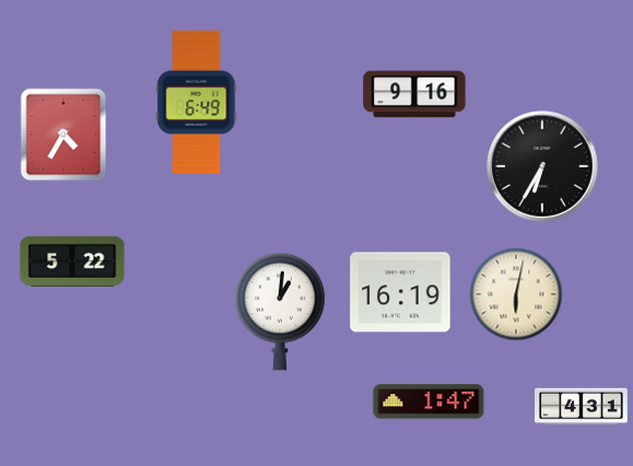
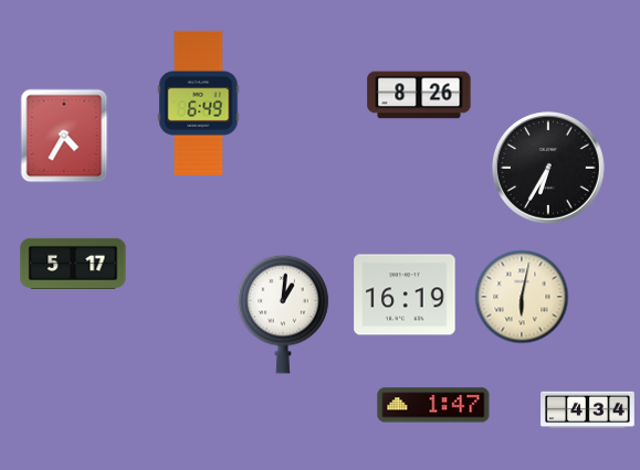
clock at (414, 94): 9:16 -> 8:26
clock at (72, 261): 5:22 -> 5:17
clock at (582, 407): 4:31 -> 4:34
